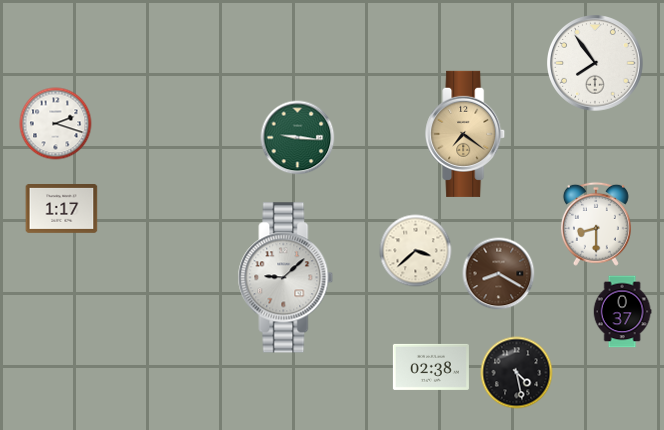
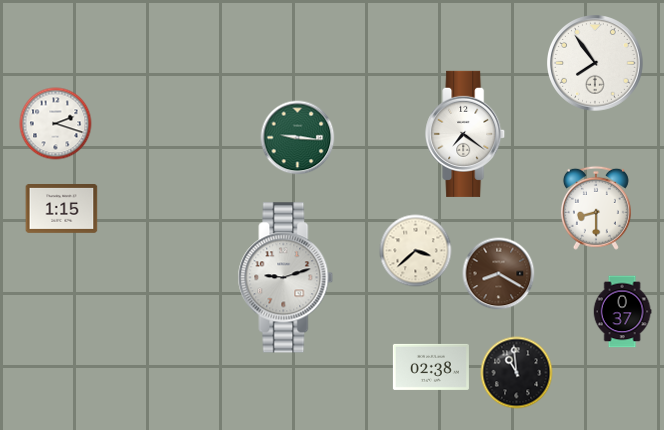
clock at (466, 134) dial: champagne -> white
clock at (62, 209): 1:17 -> 1:15
clock at (596, 224) position: (596, 224) -> (596, 208)
clock at (286, 278): 9:08 -> 9:12
clock at (517, 373): 4:28 -> 10:59
